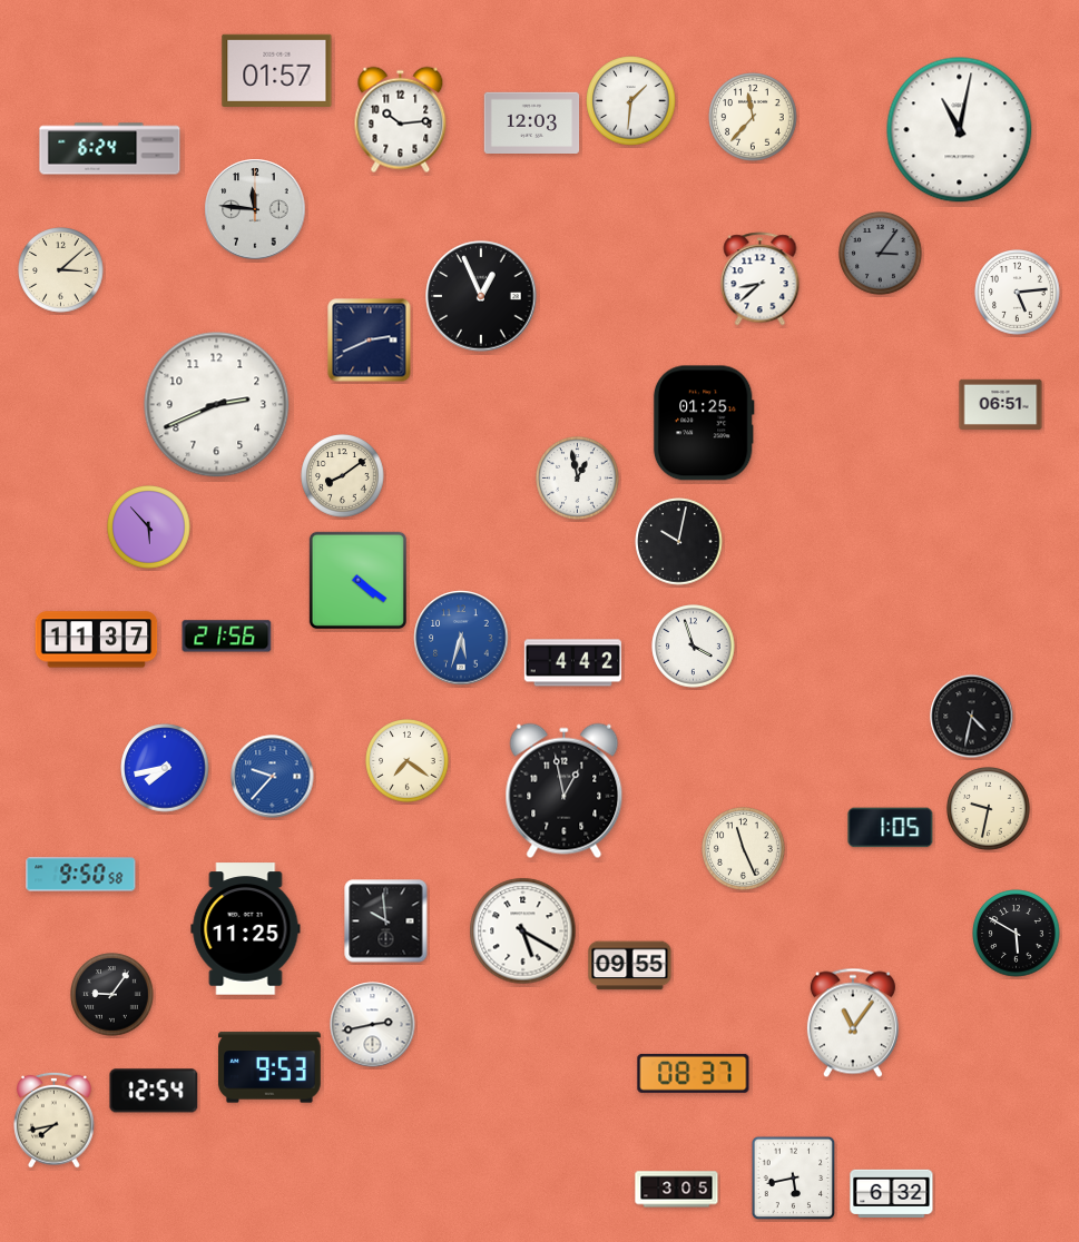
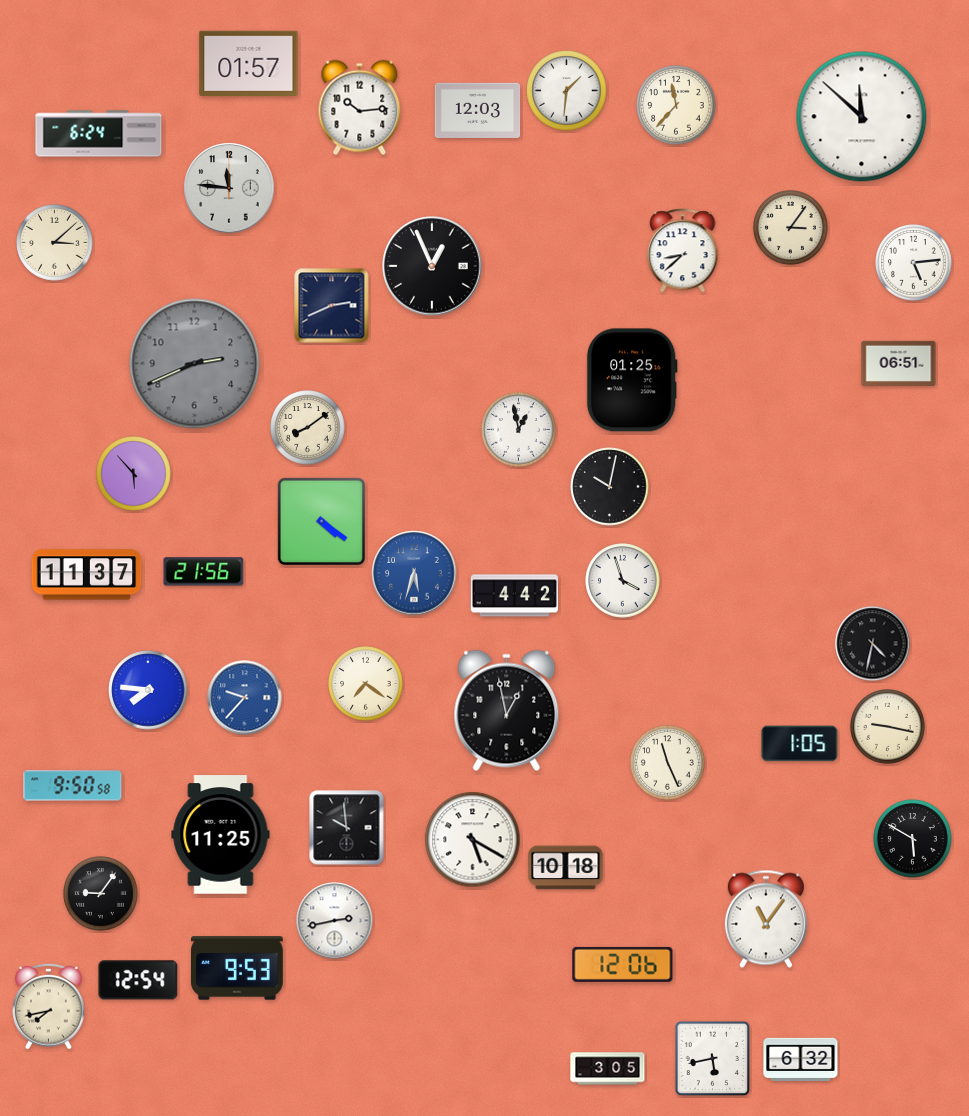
clock at (960, 130): 11:02 -> 11:52
clock at (881, 254) dial: grey -> cream
clock at (217, 405) dial: white -> grey
clock at (165, 768): 7:43 -> 7:46
clock at (989, 809): 9:32 -> 9:17
clock at (523, 931) position: (523, 931) -> (473, 840)
clock at (630, 966): 09:55 -> 10:18
clock at (271, 1067) position: (271, 1067) -> (238, 968)
clock at (694, 1073): 08:37 -> 12:06
clock at (892, 1193) position: (892, 1193) -> (801, 1059)
